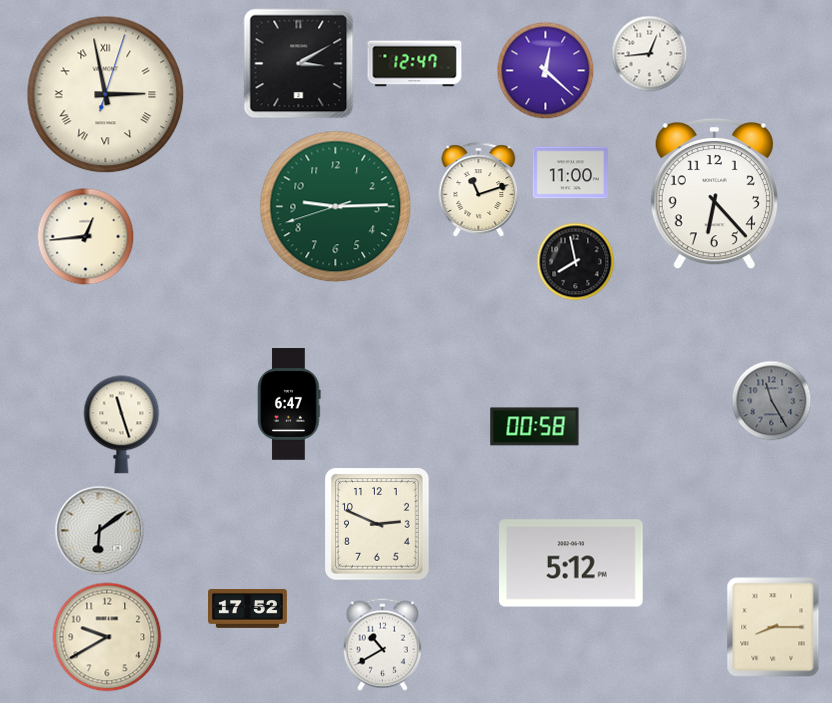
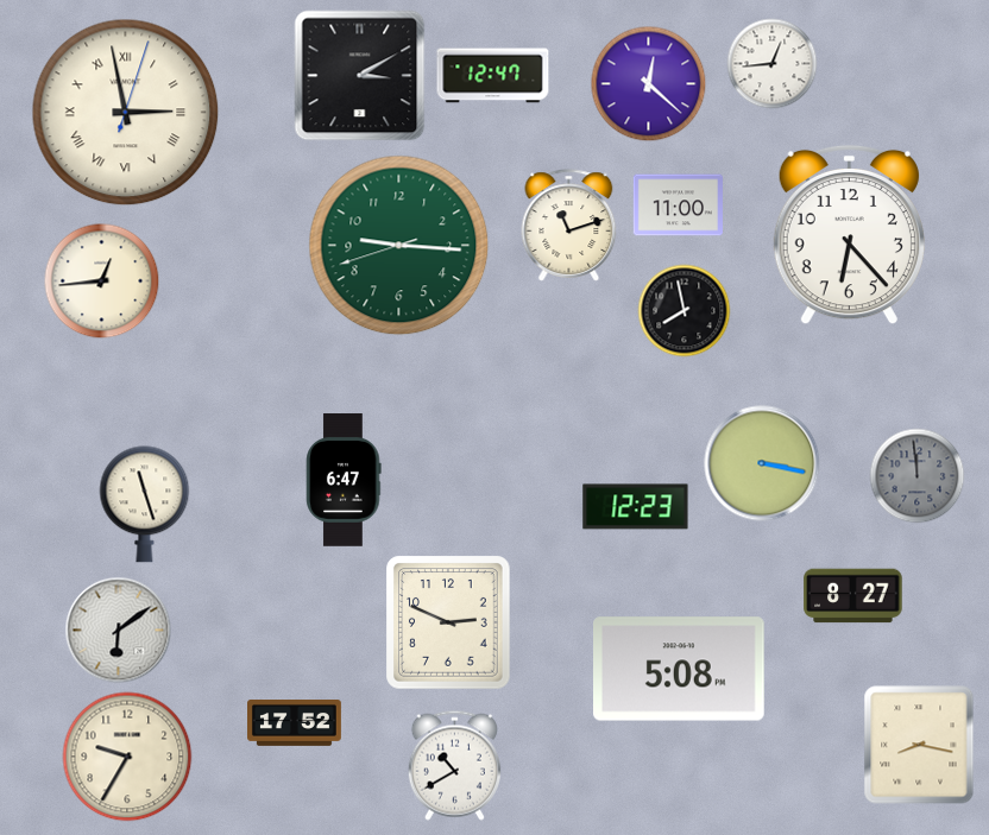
clock at (299, 64) position: (299, 64) -> (360, 76)
clock at (714, 194) position: (714, 194) -> (849, 235)
clock at (336, 207): 9:14 -> 9:15
clock at (762, 463): none -> 3:17
clock at (772, 401): 11:25 -> 11:59
clock at (535, 427): 00:58 -> 12:23
clock at (853, 596): none -> 8:27
clock at (572, 563): 5:12 -> 5:08
clock at (773, 627): 8:15 -> 8:17
clock at (107, 637): 9:40 -> 9:35
